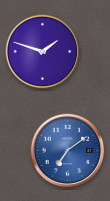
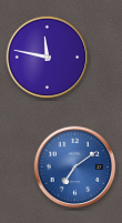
clock at (43, 52): 1:48 -> 11:47
